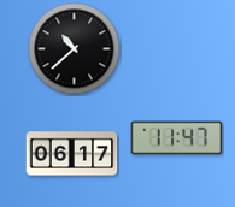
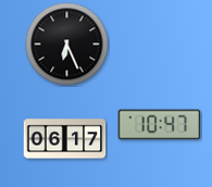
clock at (75, 49): 10:38 -> 6:26
clock at (177, 138): 11:47 -> 10:47
